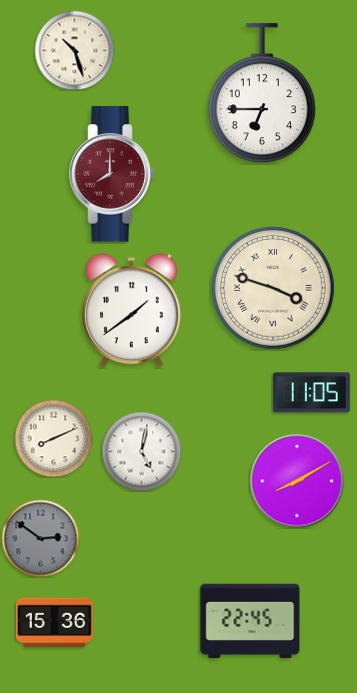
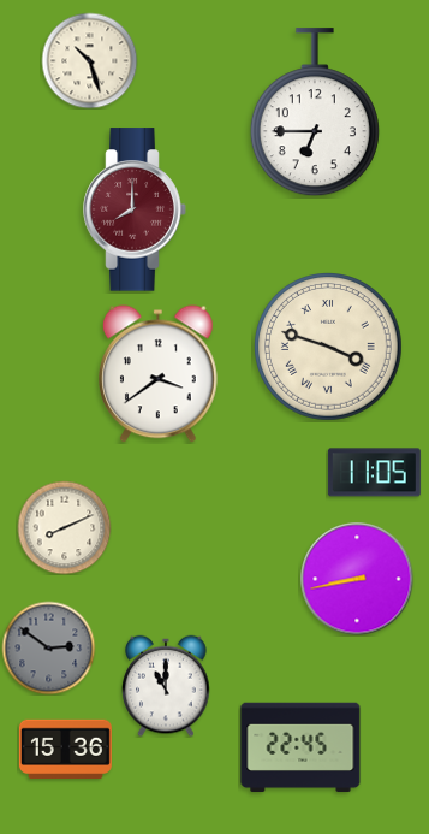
clock at (132, 311): 1:39 -> 3:39
clock at (141, 451): 5:02 -> none
clock at (297, 481): 8:10 -> 8:43
clock at (166, 686): none -> 11:00
